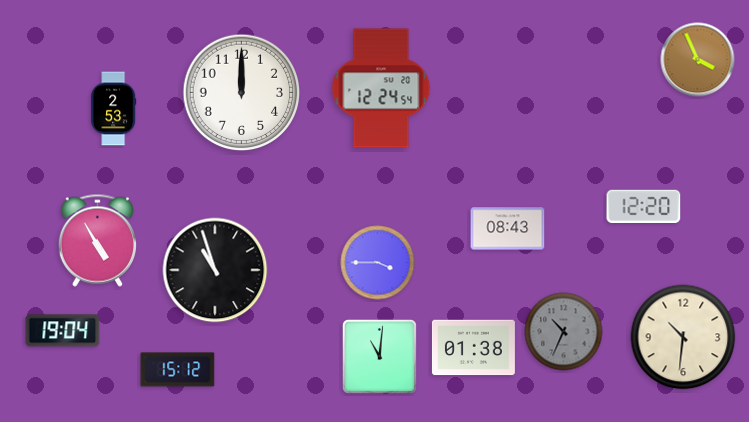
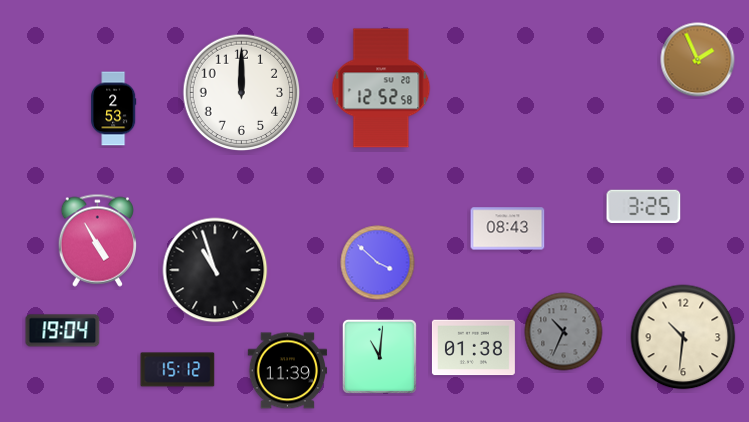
clock at (698, 60): 3:56 -> 1:56
clock at (381, 88): 12:24 -> 12:52
clock at (644, 207): 12:20 -> 3:25
clock at (378, 263): 3:45 -> 3:52
clock at (288, 371): none -> 11:39
